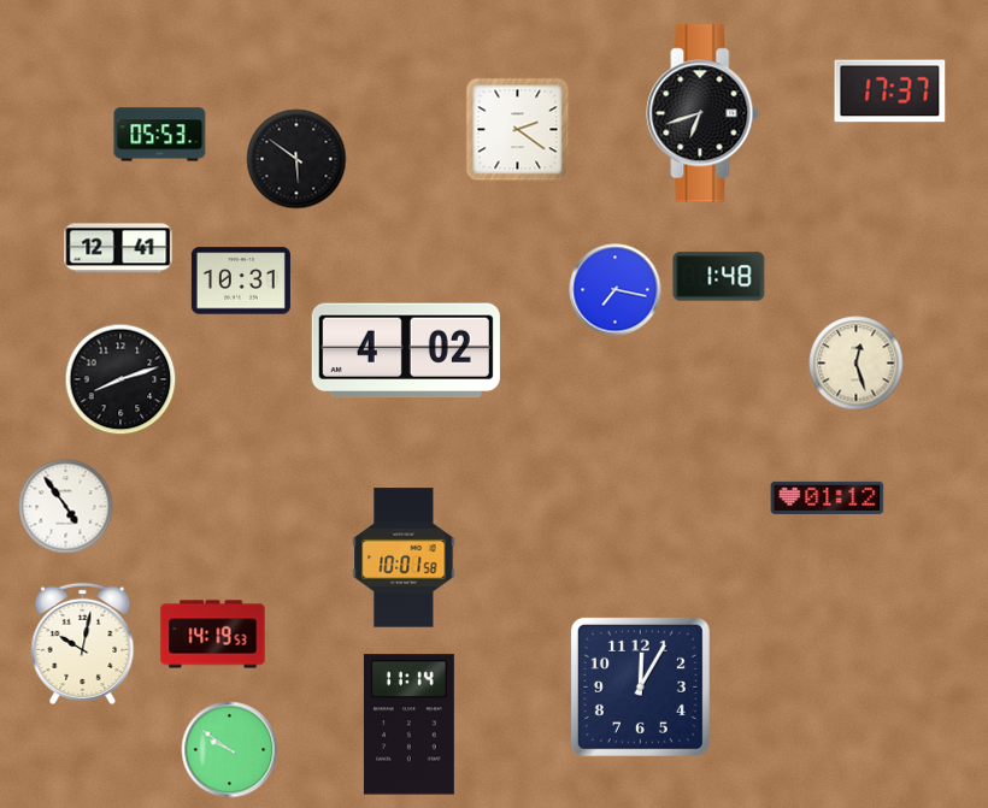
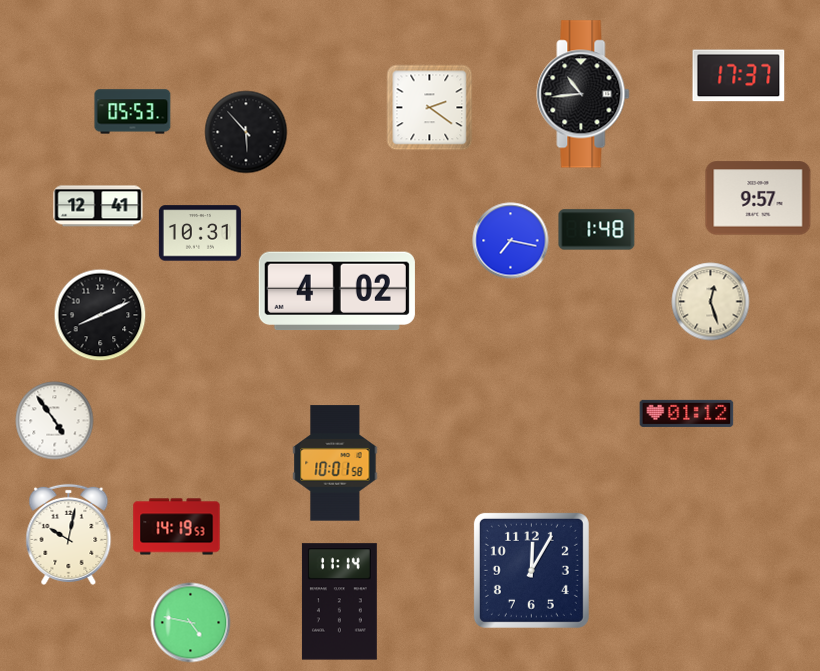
clock at (702, 113): 6:42 -> 10:44
clock at (296, 159): 5:51 -> 5:53
clock at (758, 198): none -> 9:57
clock at (120, 379): 8:12 -> 8:11
clock at (230, 750): 9:51 -> 4:47
